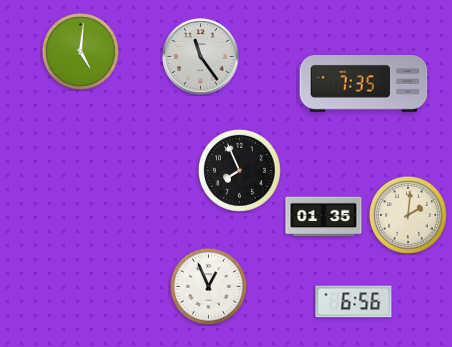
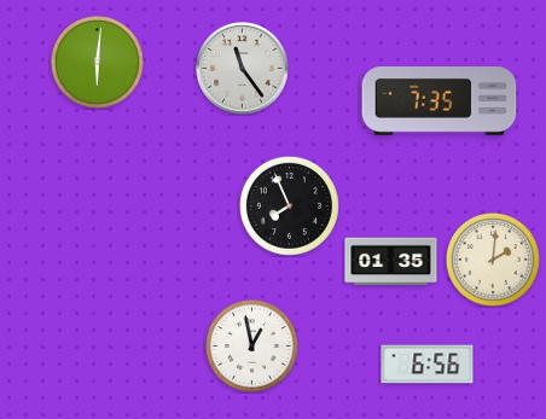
clock at (81, 52): 5:01 -> 6:01
clock at (209, 287): 12:56 -> 12:58
